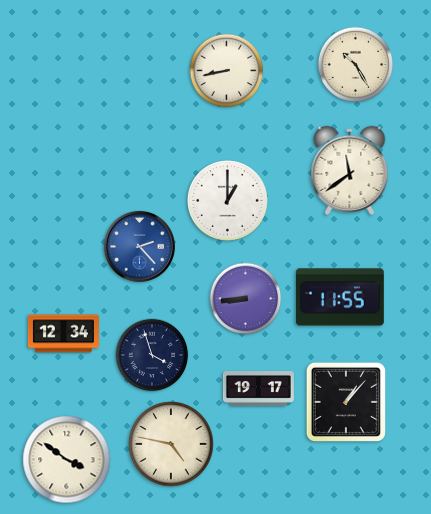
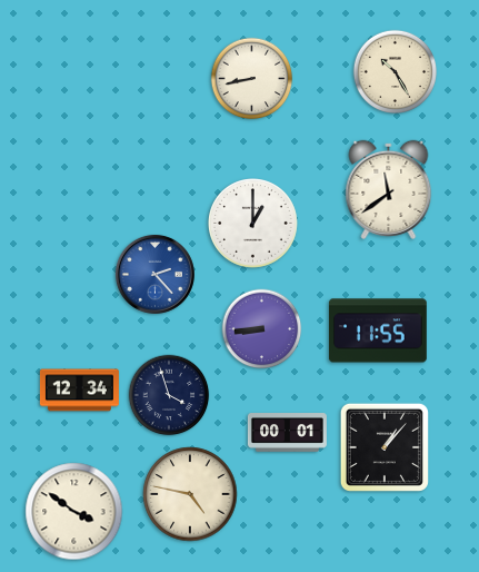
clock at (246, 299) position: (246, 299) -> (262, 329)
clock at (63, 334) position: (63, 334) -> (79, 391)
clock at (258, 389): 19:17 -> 00:01
